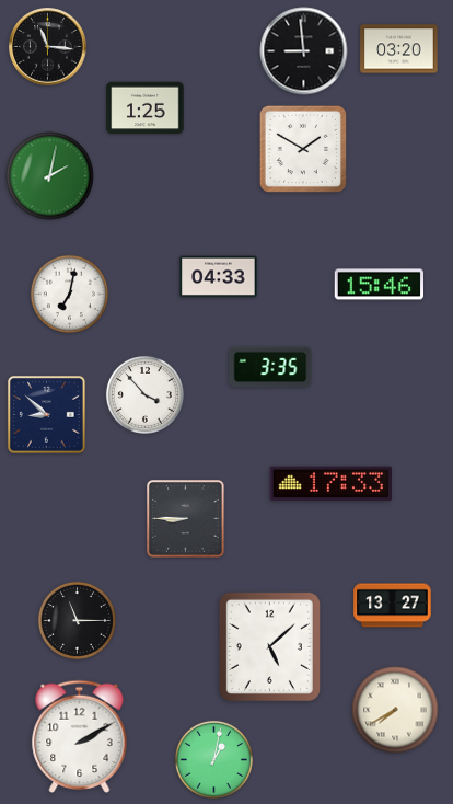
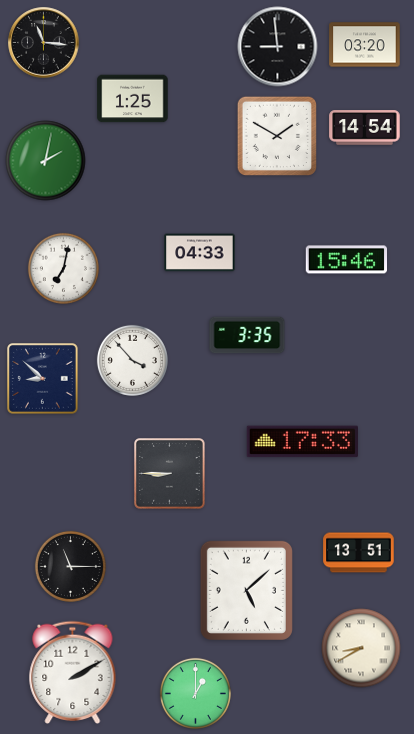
clock at (365, 128): none -> 14:54
clock at (393, 606): 13:27 -> 13:51
clock at (395, 710): 7:40 -> 8:40
clock at (213, 759): 1:02 -> 1:00
